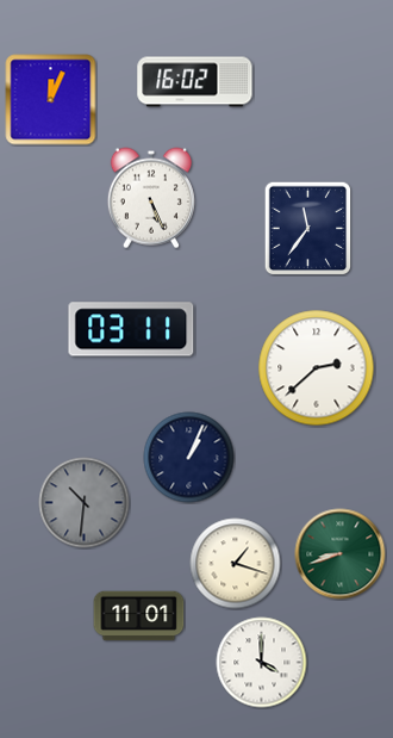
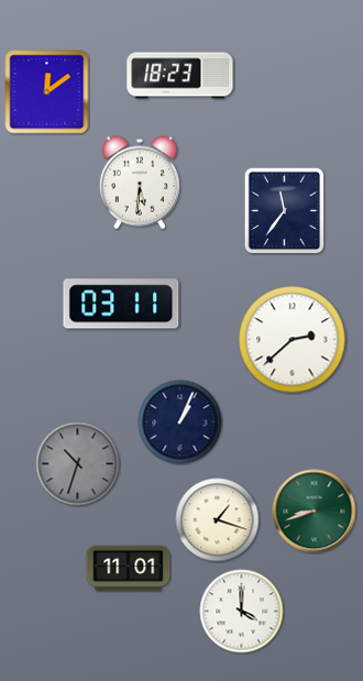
clock at (195, 82): 16:02 -> 18:23
clock at (51, 100): 12:04 -> 12:09
clock at (151, 198): 5:26 -> 5:31
clock at (189, 458) position: (189, 458) -> (180, 422)
clock at (85, 503): 10:31 -> 10:33
